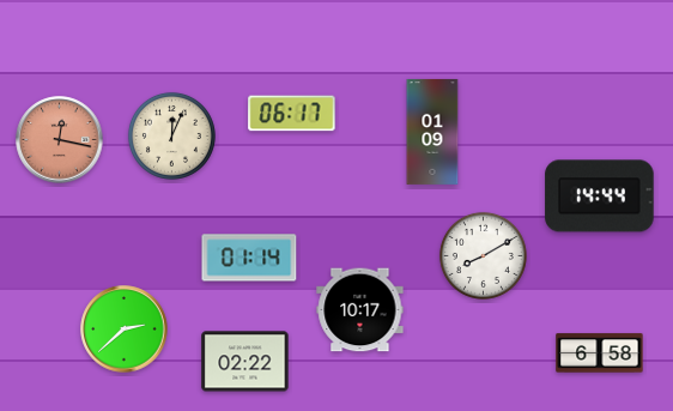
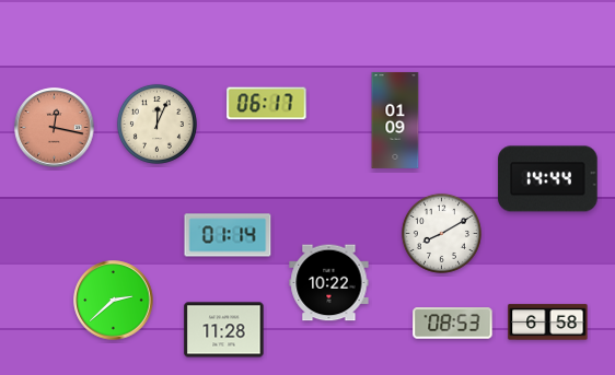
clock at (360, 310): 10:17 -> 10:22
clock at (453, 324): none -> 08:53
clock at (245, 362): 02:22 -> 11:28
